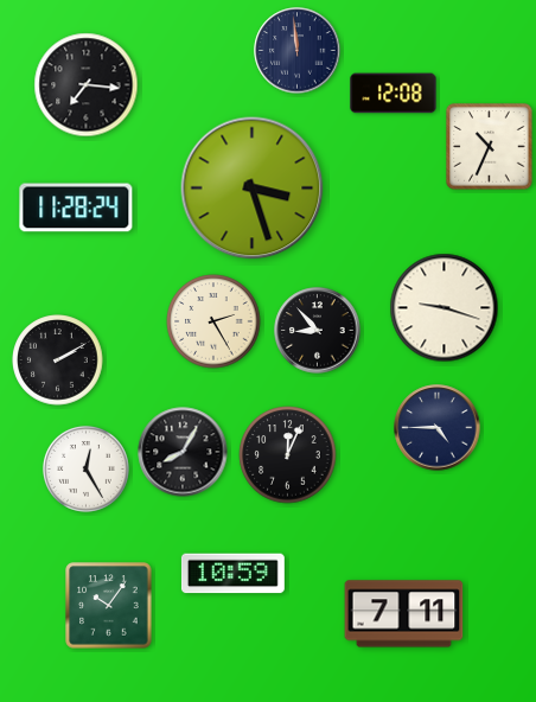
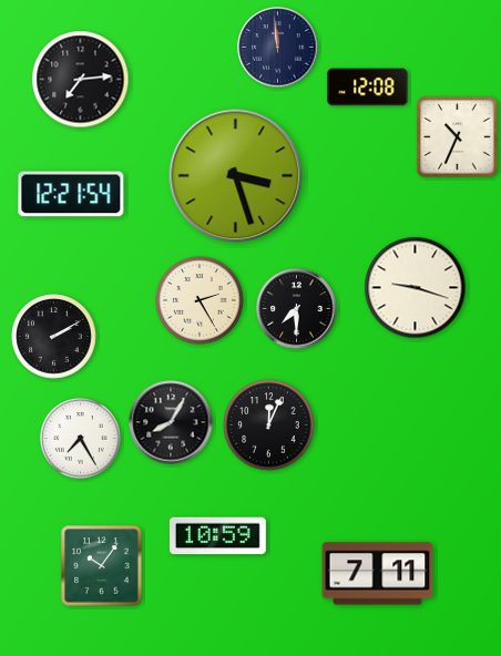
clock at (87, 85): 7:16 -> 7:14
clock at (76, 208): 11:28 -> 12:21
clock at (318, 331): 8:53 -> 7:30
clock at (438, 428): 4:45 -> none
clock at (85, 468): 12:25 -> 7:25
